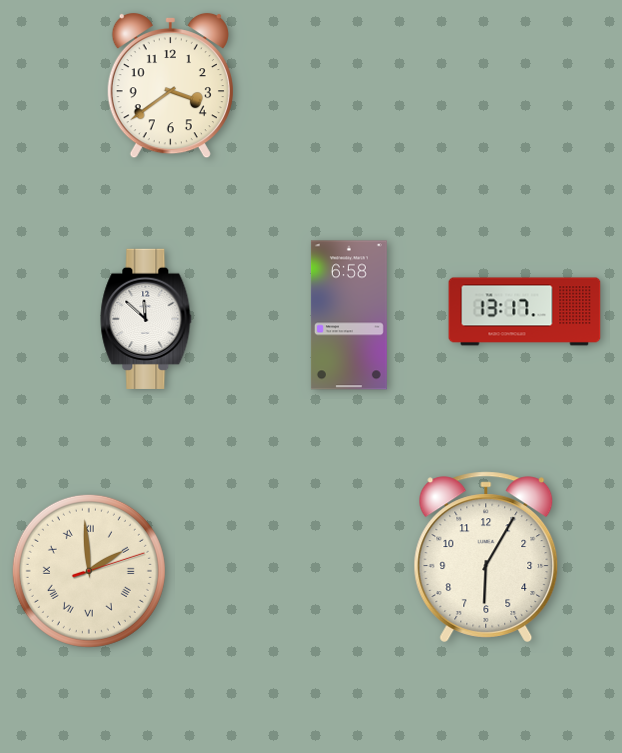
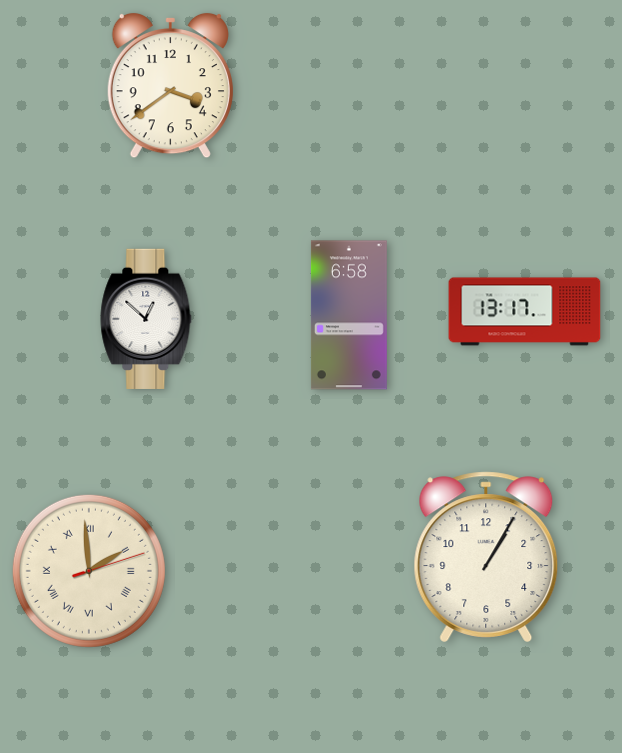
clock at (146, 319): 11:52 -> 12:52
clock at (486, 557): 6:05 -> 1:05
